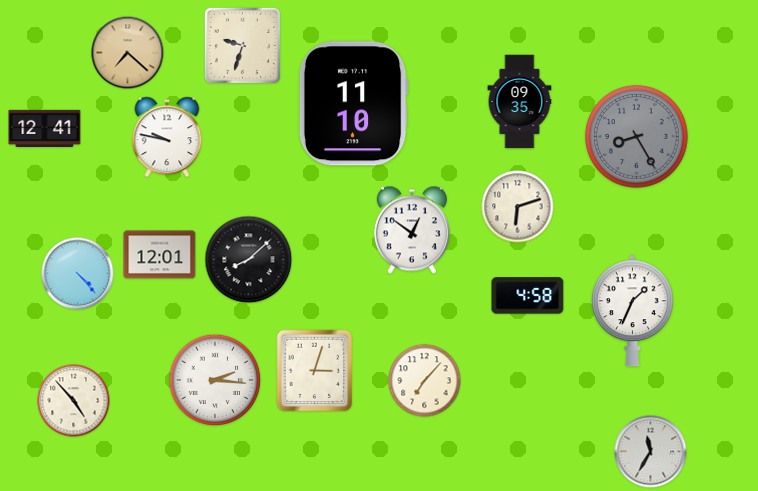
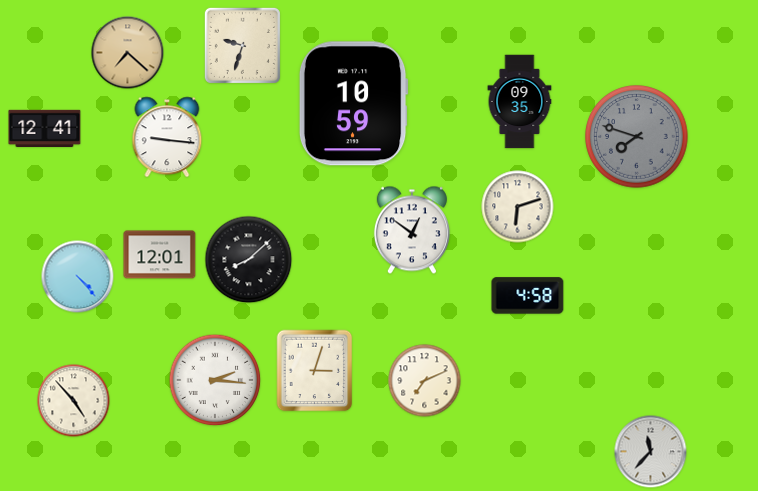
clock at (353, 104): 11:10 -> 10:59
clock at (167, 137): 9:47 -> 9:16
clock at (637, 137): 8:25 -> 7:48
clock at (78, 274) position: (78, 274) -> (78, 277)
clock at (633, 311): 1:34 -> none
clock at (425, 381): 7:07 -> 7:11
clock at (651, 452): 11:35 -> 11:37
